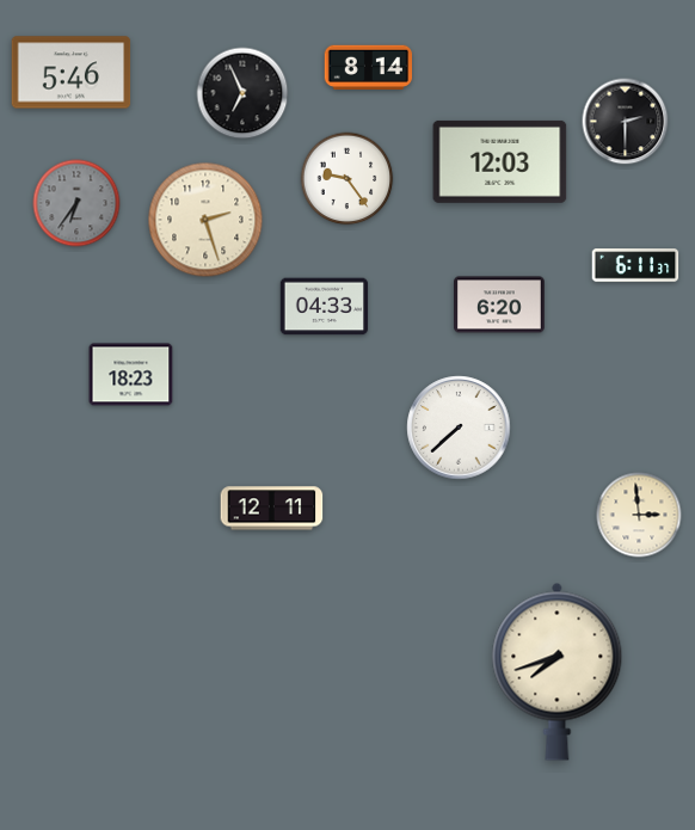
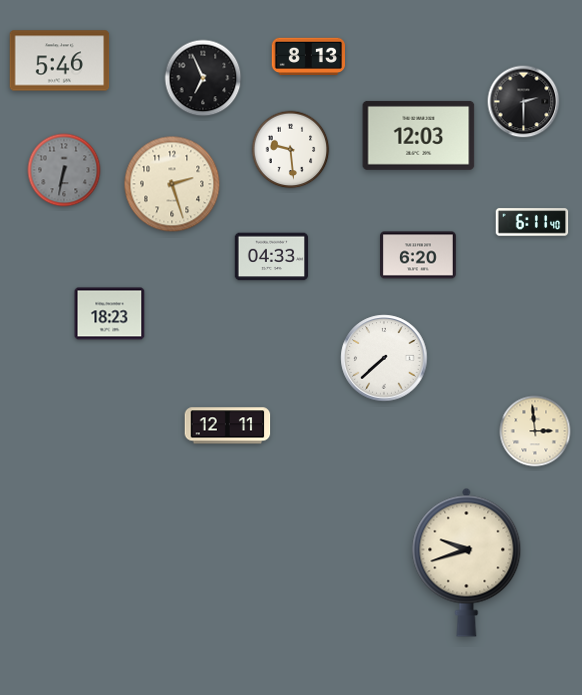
clock at (368, 67): 8:14 -> 8:13
clock at (347, 179): 9:24 -> 9:29
clock at (76, 203): 6:36 -> 6:32
clock at (635, 265): 6:11:37 -> 6:11:40
clock at (558, 671): 7:42 -> 9:42
